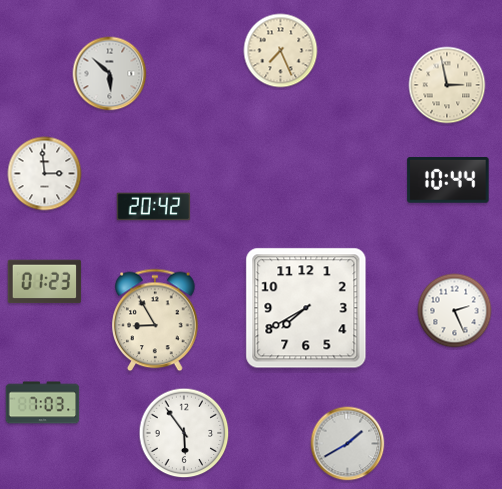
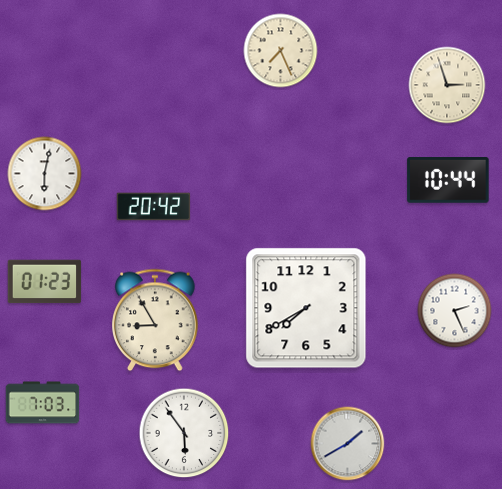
clock at (110, 74): 5:52 -> none
clock at (447, 85): 2:58 -> 2:57
clock at (45, 174): 2:59 -> 6:02
